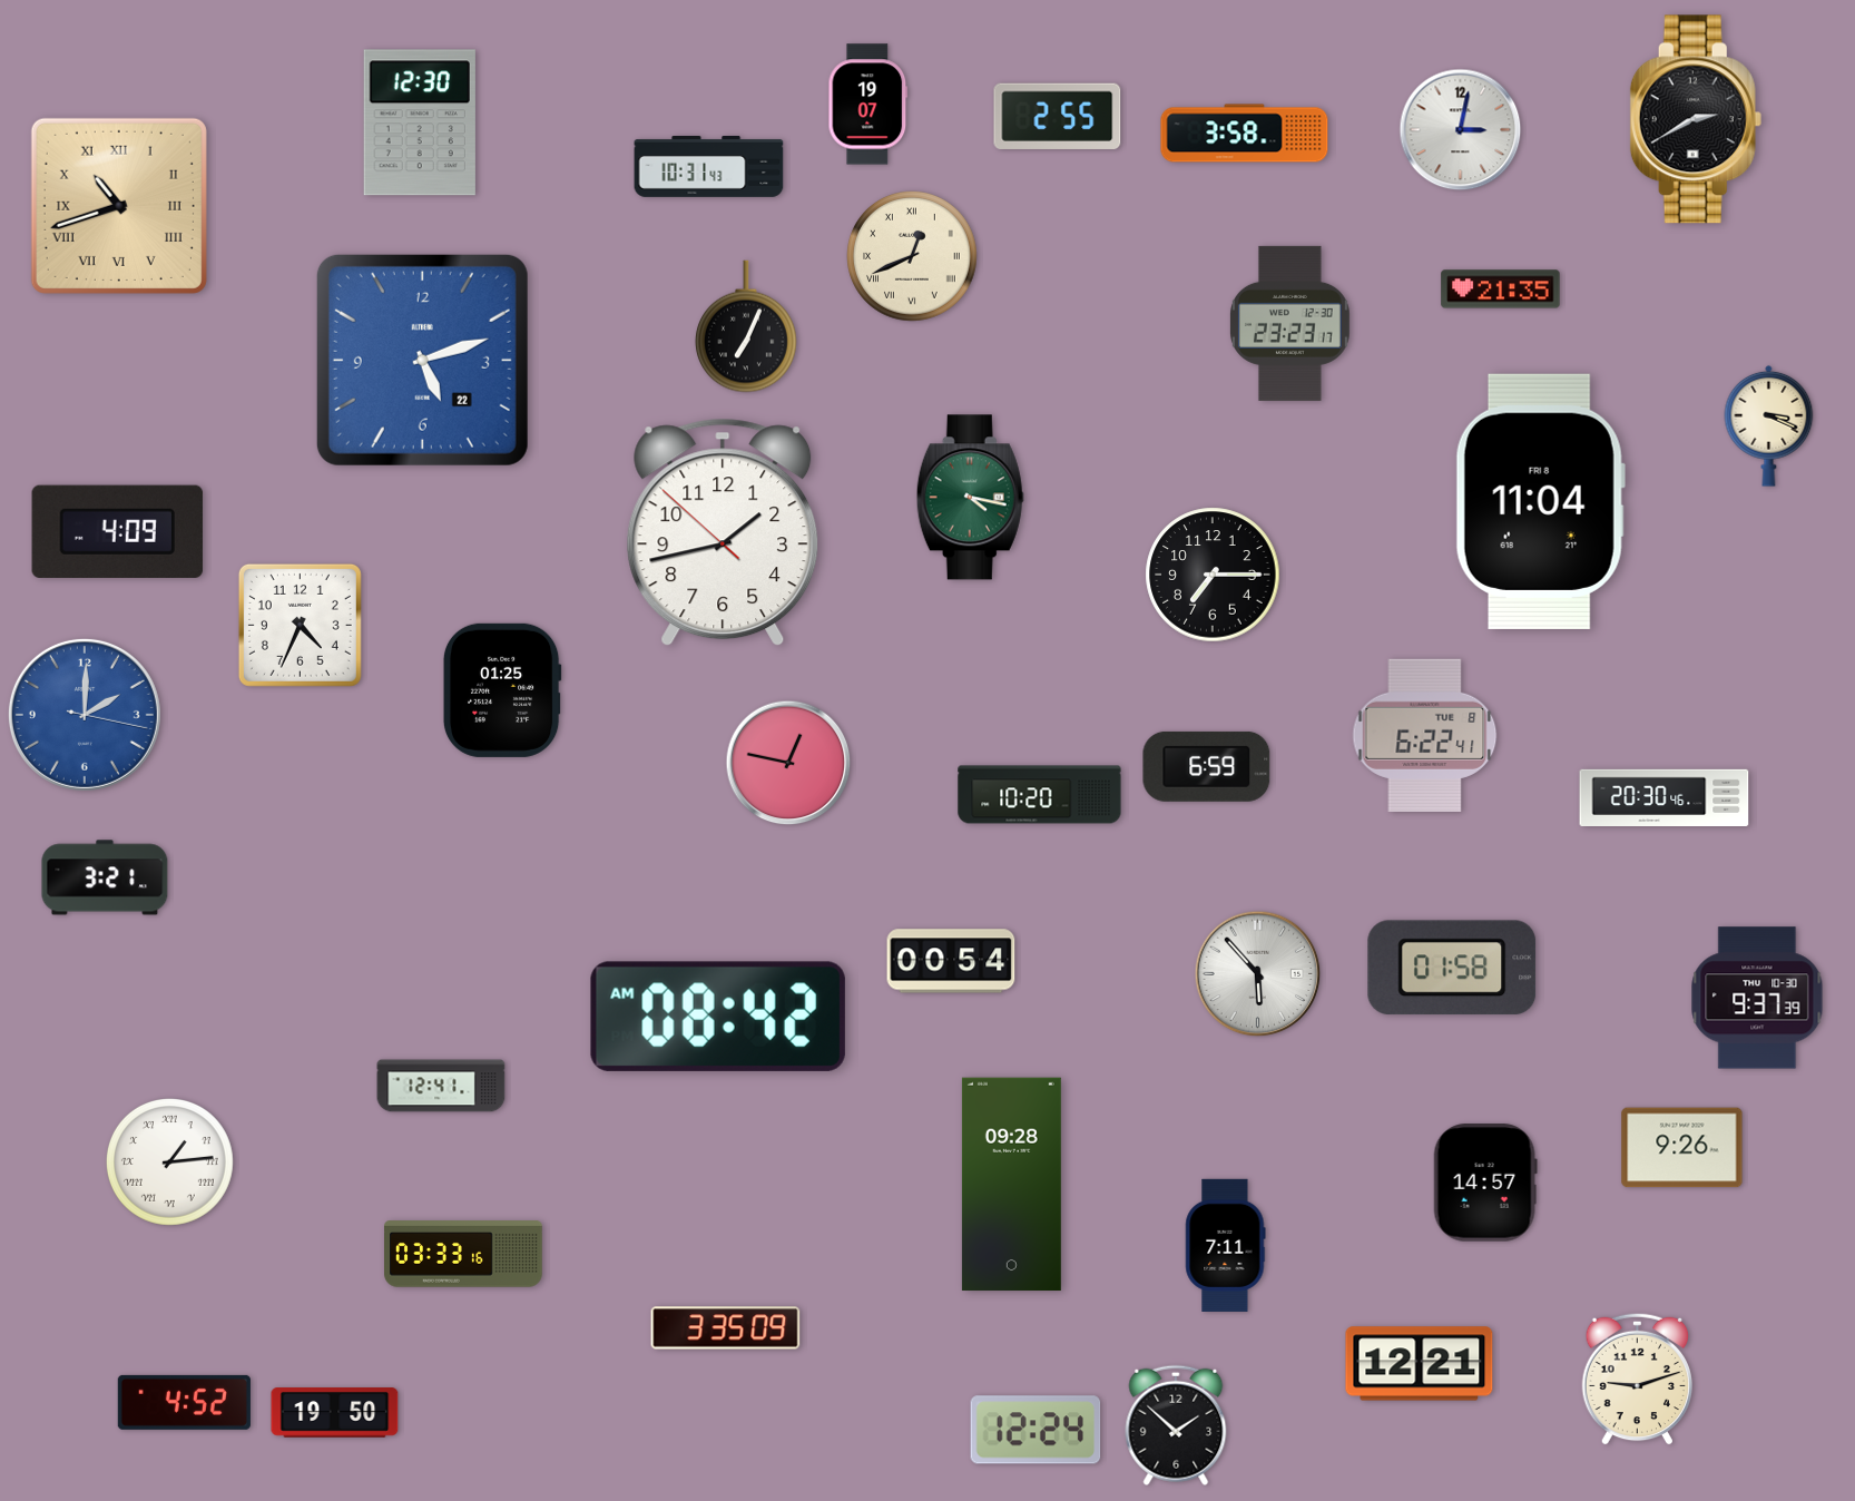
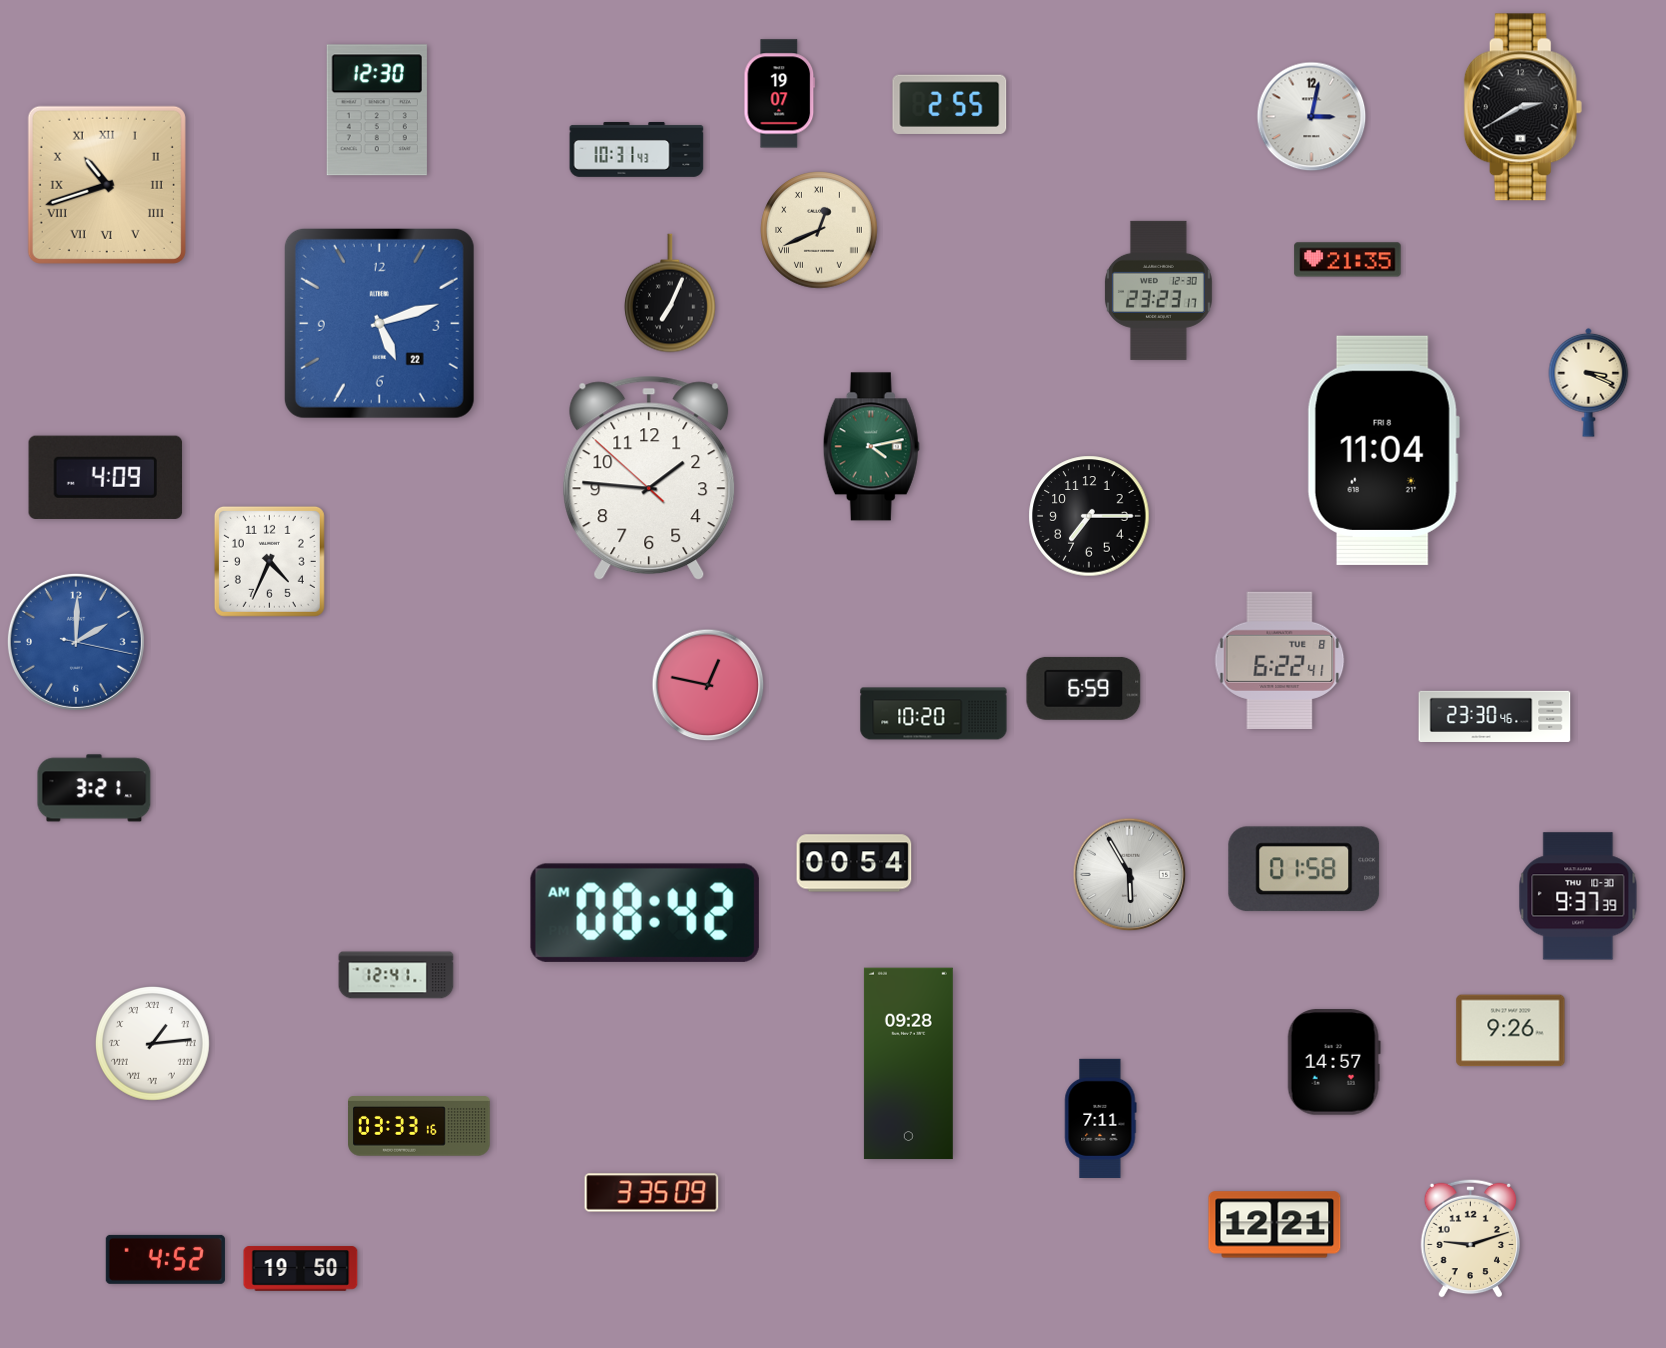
clock at (1245, 134): 3:58 -> none
clock at (970, 498): 4:17 -> 4:13
clock at (723, 532): 1:42 -> 1:45
clock at (502, 690): 01:25 -> none
clock at (1665, 797): 20:30 -> 23:30
clock at (1258, 974): 5:53 -> 5:55
clock at (464, 1254) position: (464, 1254) -> (420, 1126)
clock at (1176, 1425): 1:52 -> none
clock at (1036, 1430): 12:24 -> none
